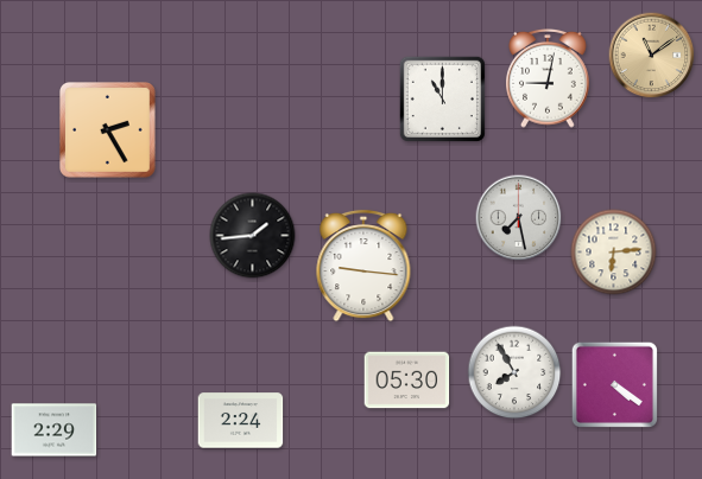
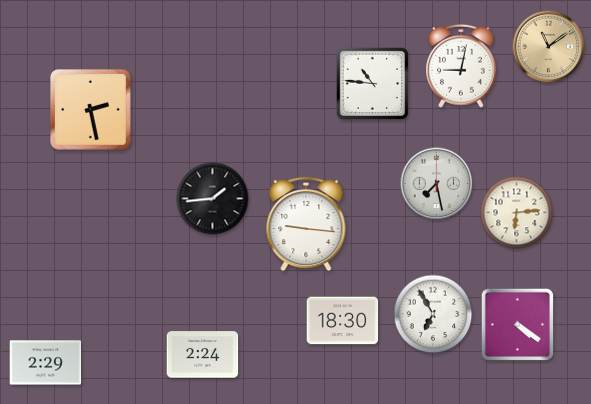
clock at (442, 98): 11:00 -> 10:46
clock at (108, 130): 2:25 -> 2:28
clock at (514, 372): 7:55 -> 6:55
clock at (407, 381): 05:30 -> 18:30
